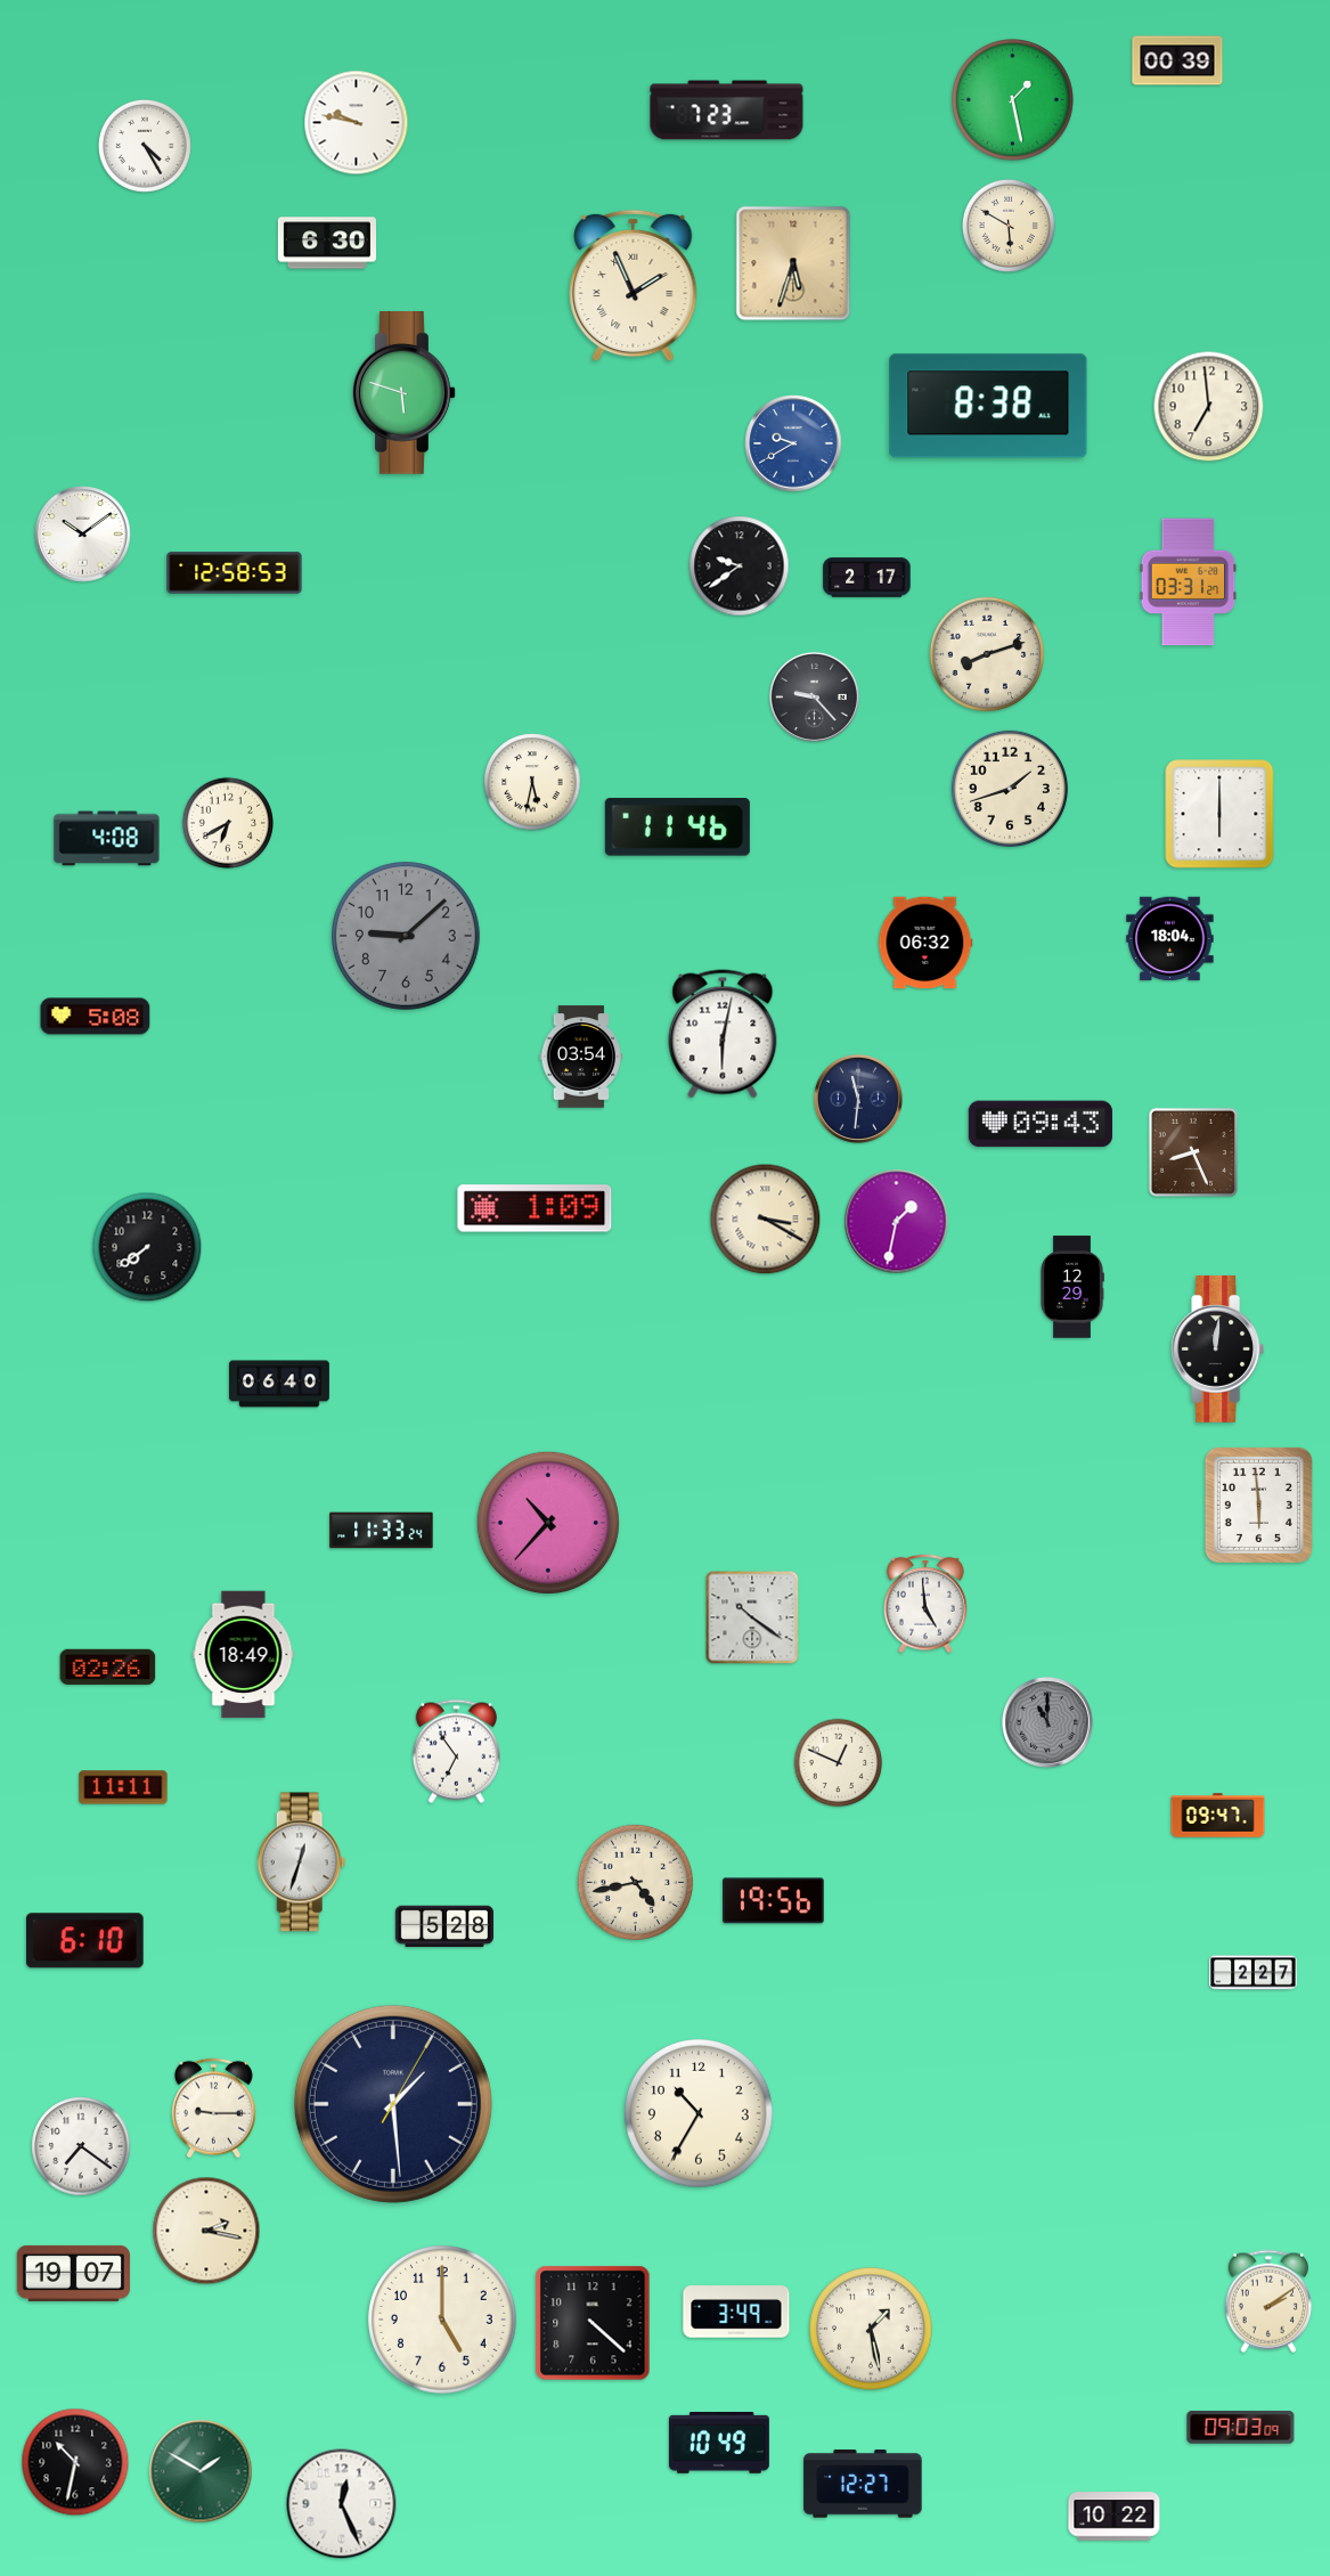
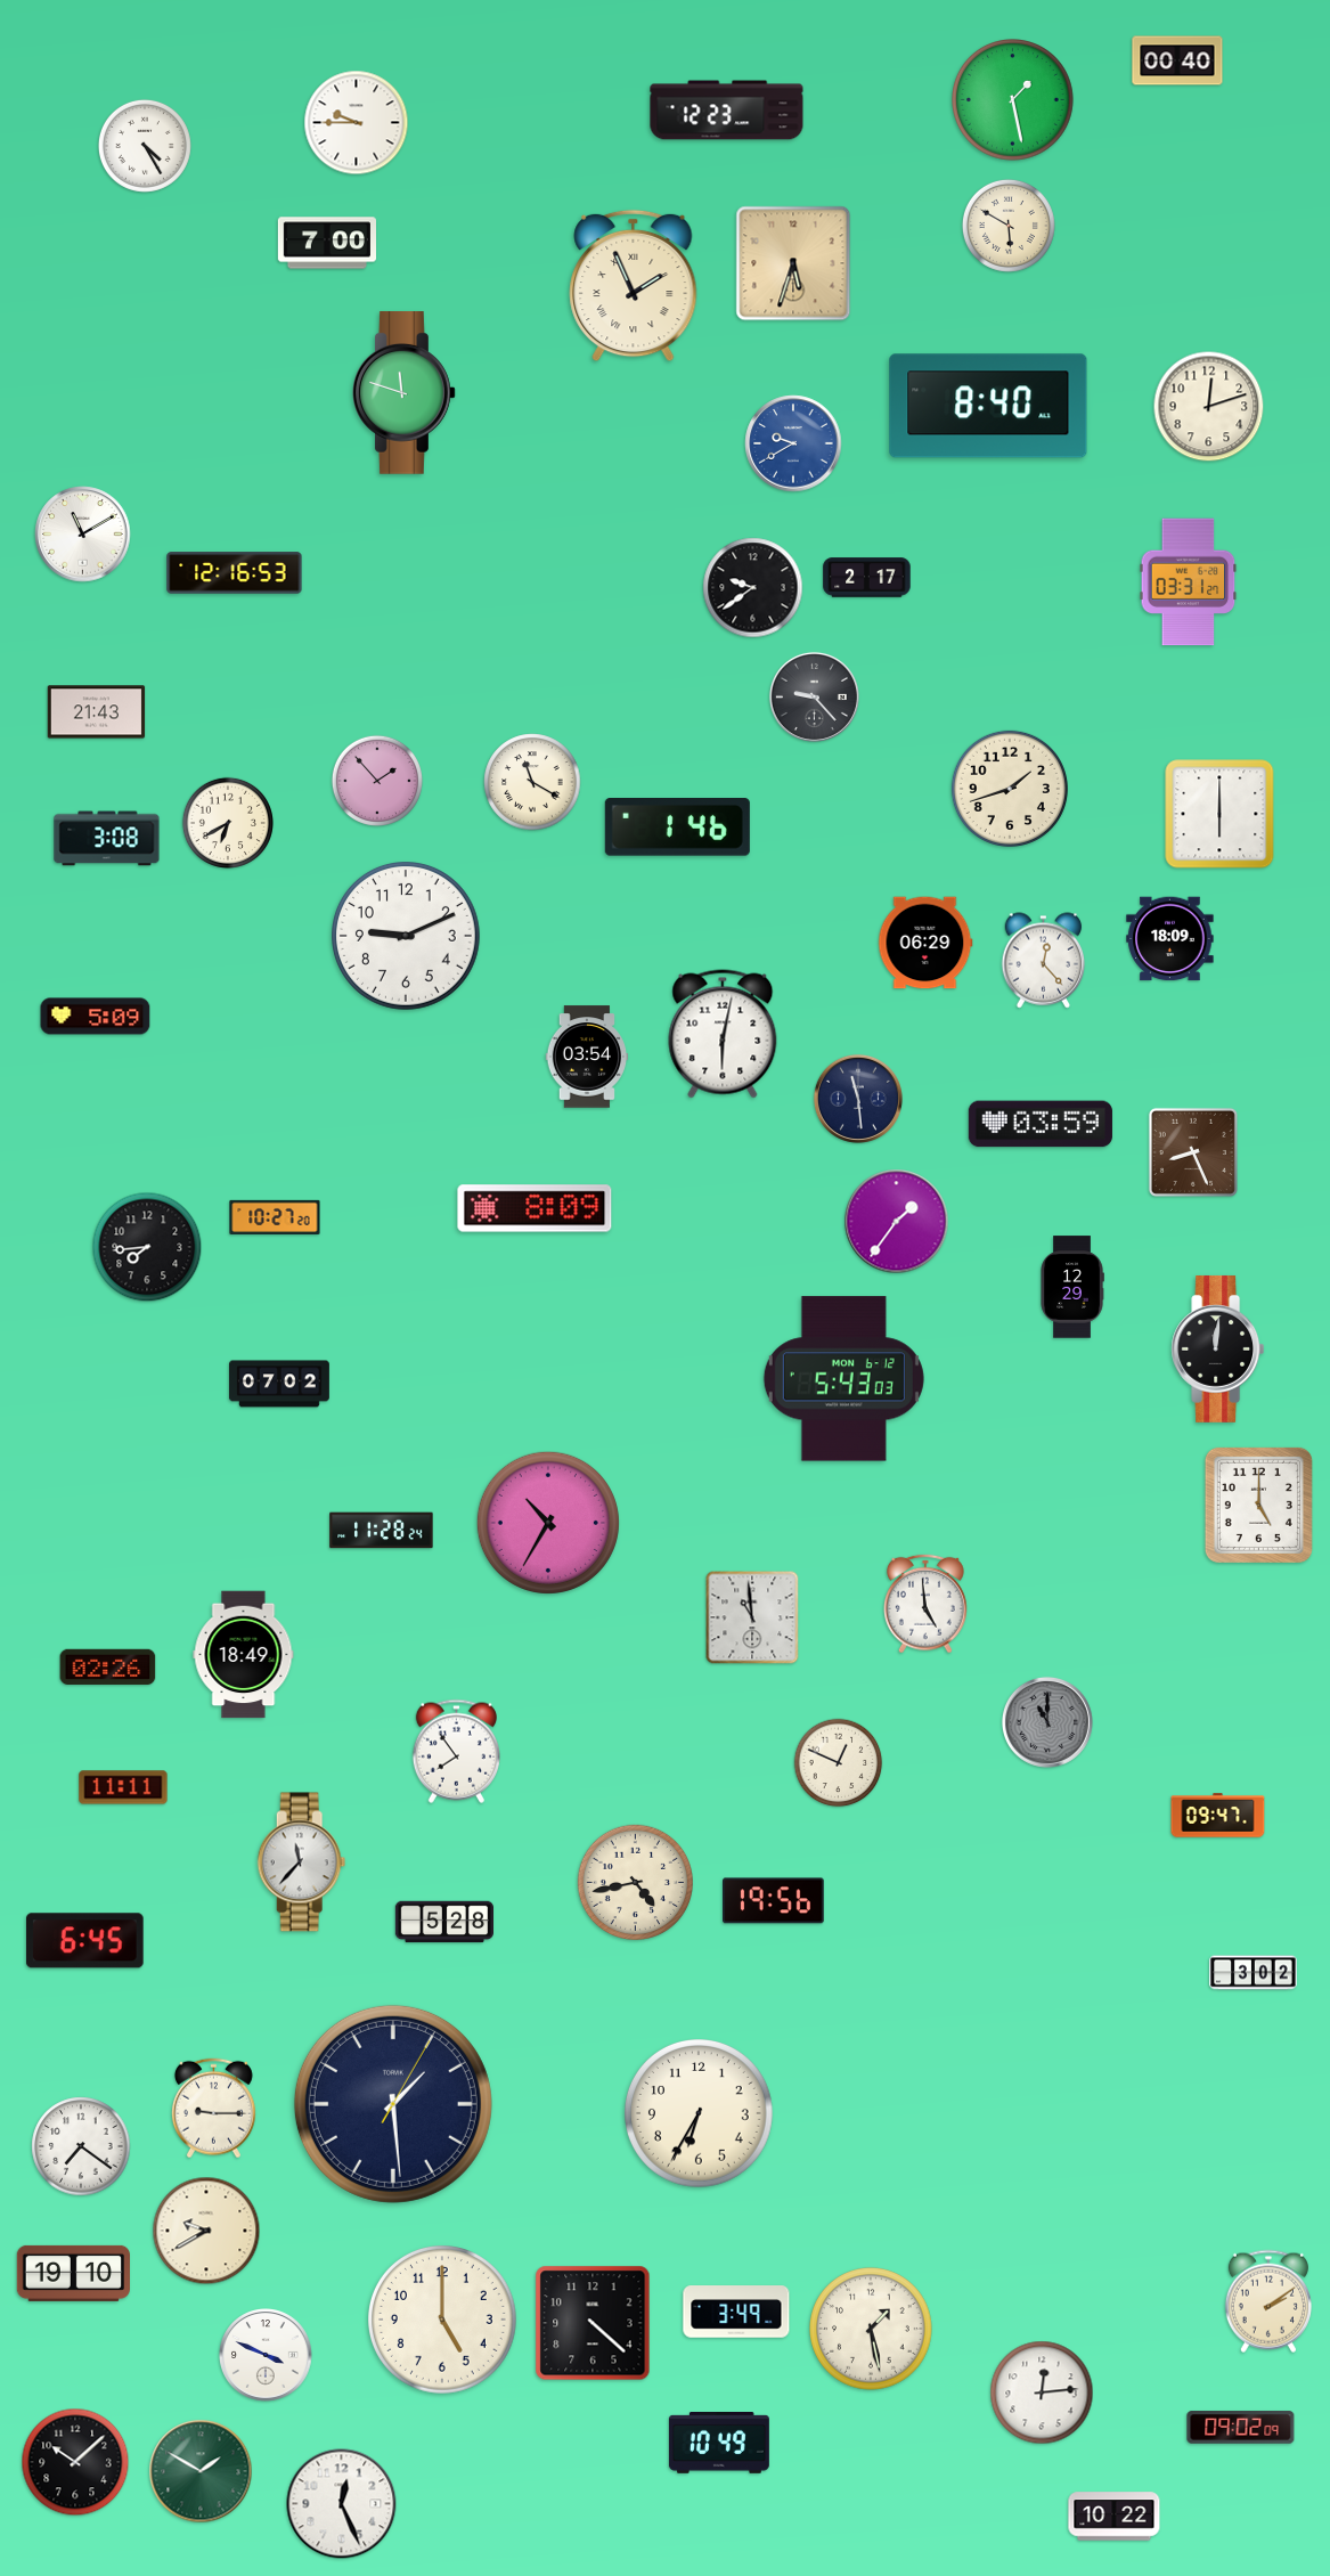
clock at (1177, 60): 00:39 -> 00:40
clock at (727, 111): 7:23 -> 12:23
clock at (357, 123): 9:47 -> 9:45
clock at (326, 243): 6:30 -> 7:00
clock at (405, 393): 5:48 -> 11:48
clock at (988, 406): 8:38 -> 8:40
clock at (1209, 407): 6:59 -> 12:12
clock at (83, 535): 10:09 -> 11:10
clock at (740, 566) position: (740, 566) -> (753, 588)
clock at (235, 573): 12:58 -> 12:16
clock at (987, 654): 8:12 -> none
clock at (97, 712): none -> 21:43
clock at (377, 781): none -> 1:53
clock at (532, 782): 5:32 -> 11:20
clock at (677, 828): 11:46 -> 1:46
clock at (107, 839): 4:08 -> 3:08
clock at (407, 937): 9:08 -> 9:11
clock at (407, 937) dial: grey -> white
clock at (1170, 939): 18:04 -> 18:09
clock at (925, 943): 06:32 -> 06:29
clock at (1044, 961): none -> 12:23
clock at (96, 1017): 5:08 -> 5:09
clock at (581, 1057) position: (581, 1057) -> (587, 1057)
clock at (858, 1099): 11:31 -> 11:29
clock at (1041, 1124): 09:43 -> 03:59
clock at (535, 1208): 1:09 -> 8:09
clock at (275, 1216): none -> 10:27
clock at (766, 1220): 3:20 -> none
clock at (897, 1222): 1:32 -> 1:36
clock at (147, 1247): 7:39 -> 7:44
clock at (843, 1379): none -> 5:43
clock at (279, 1384): 06:40 -> 07:02
clock at (1258, 1505): 5:59 -> 5:00
clock at (548, 1523): 10:37 -> 10:35
clock at (382, 1531): 11:33 -> 11:28
clock at (752, 1617): 10:21 -> 10:59
clock at (456, 1751): 6:54 -> 7:54
clock at (302, 1862): 12:33 -> 11:37
clock at (443, 1926) position: (443, 1926) -> (443, 1922)
clock at (84, 1941): 6:10 -> 6:45
clock at (1254, 1973): 2:27 -> 3:02
clock at (700, 2114): 10:35 -> 6:35
clock at (206, 2231): 2:17 -> 9:40
clock at (73, 2273): 19:07 -> 19:10
clock at (267, 2356): none -> 3:49
clock at (1042, 2392): none -> 12:14
clock at (1241, 2428): 09:03 -> 09:02
clock at (75, 2462): 10:32 -> 10:08
clock at (863, 2484): 12:27 -> none
